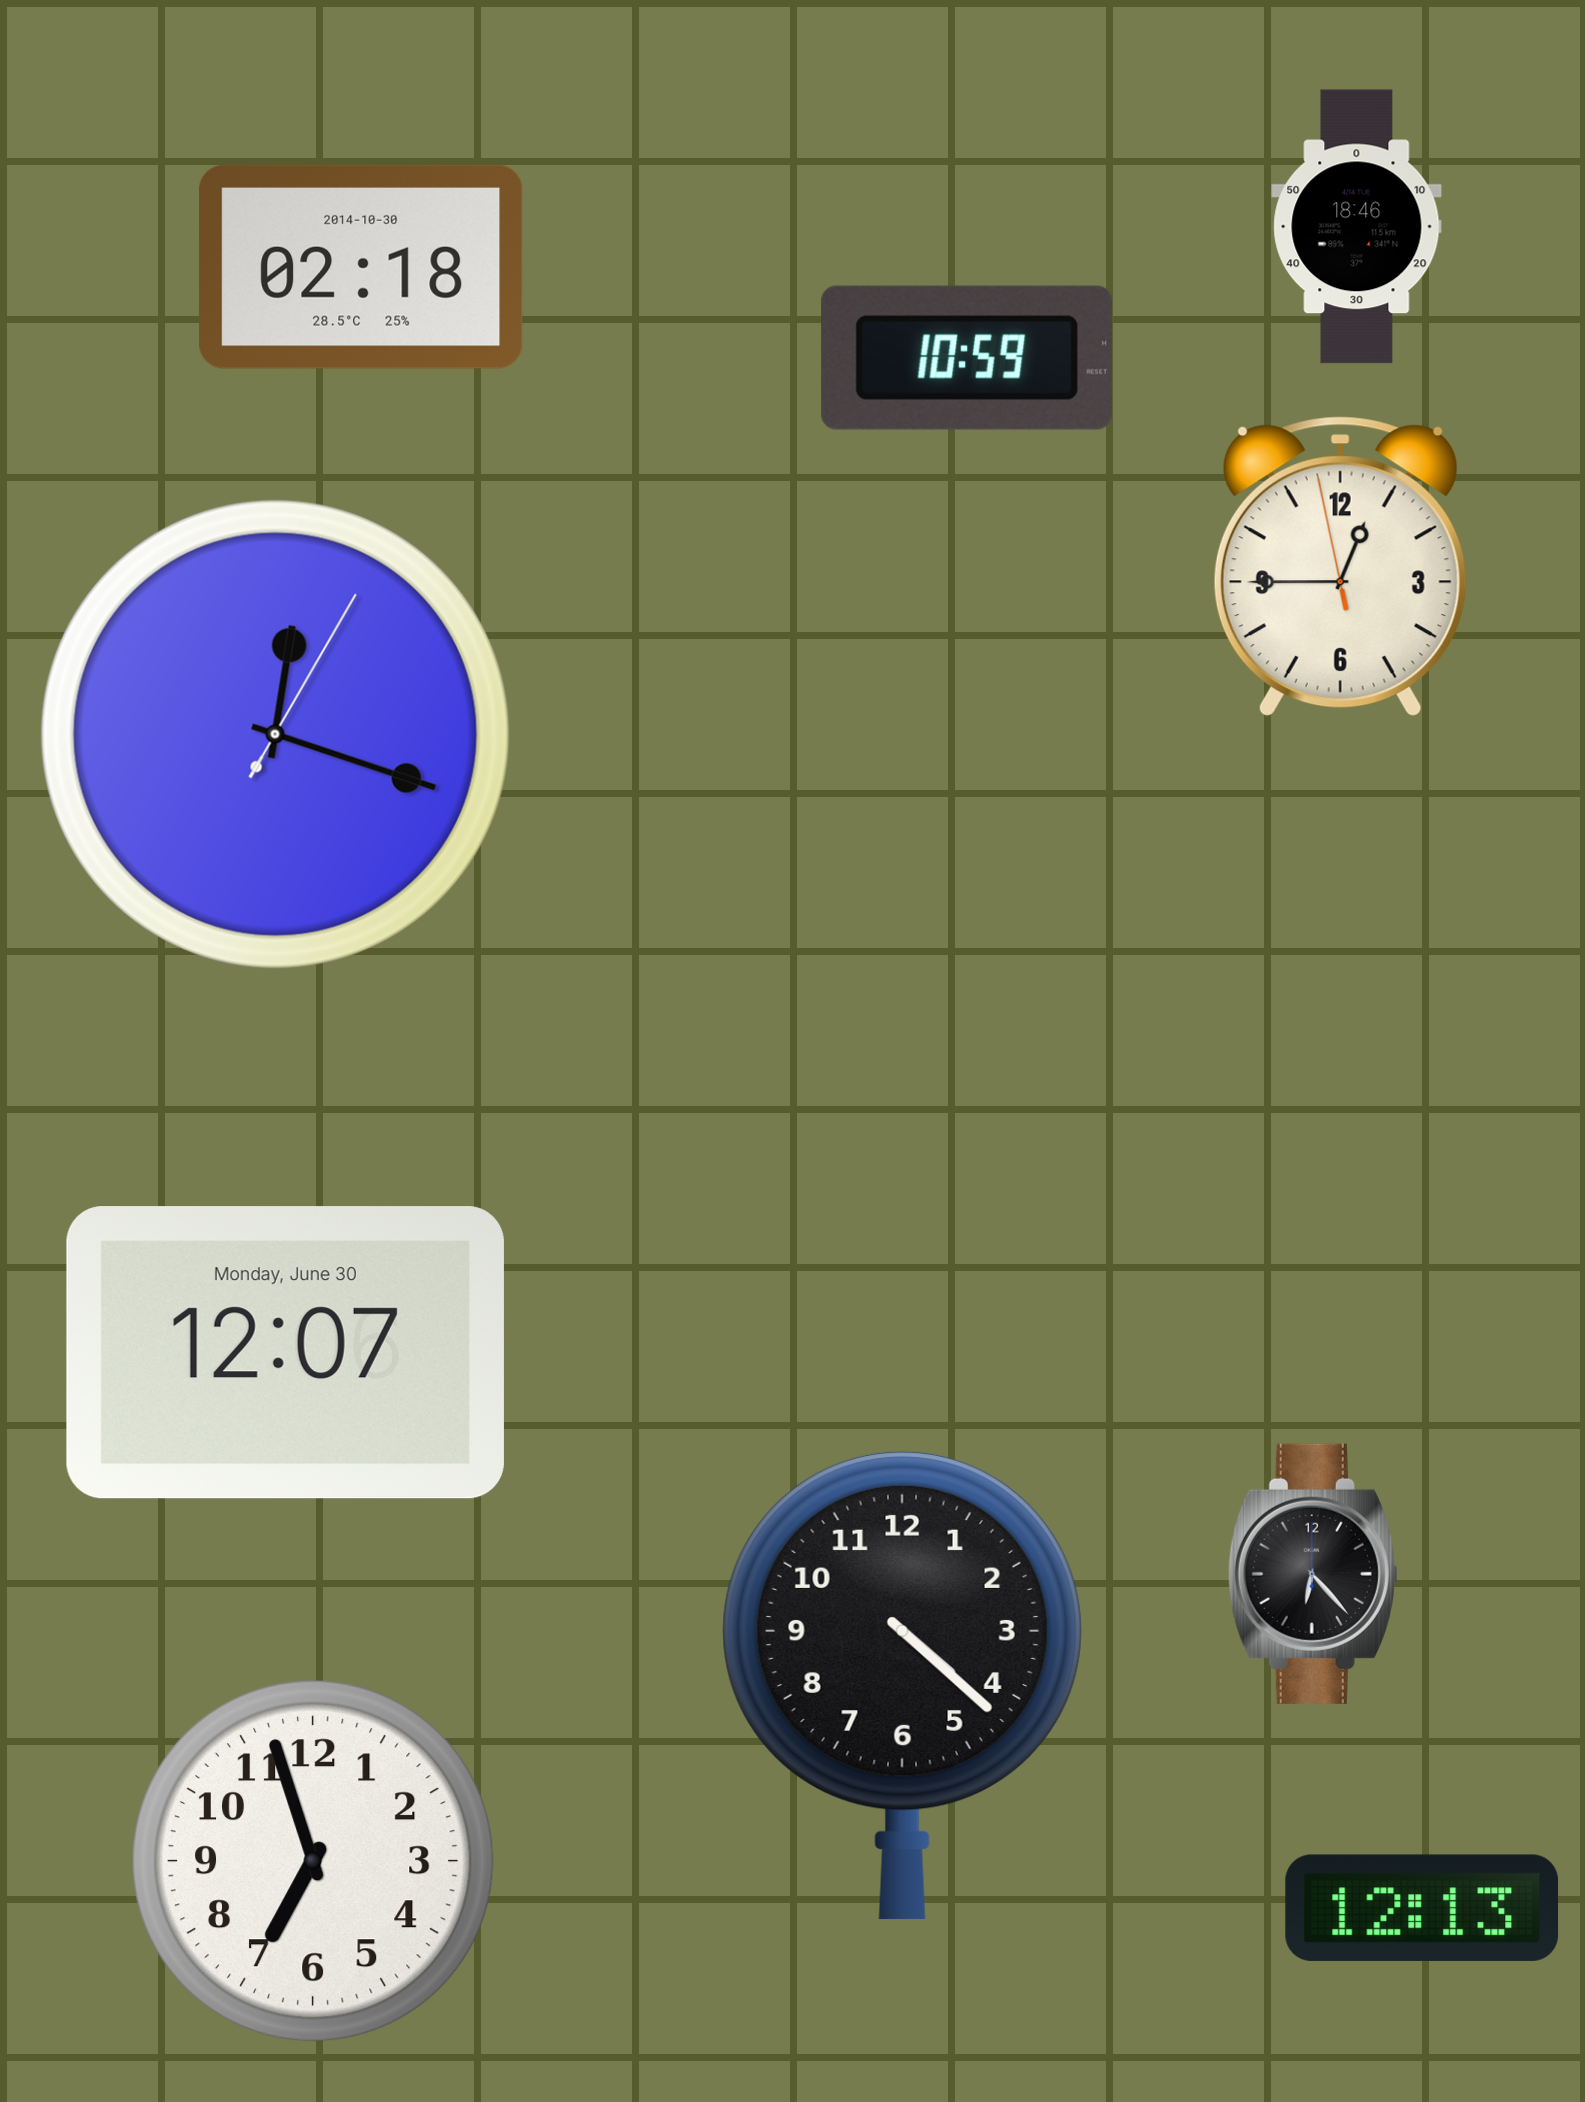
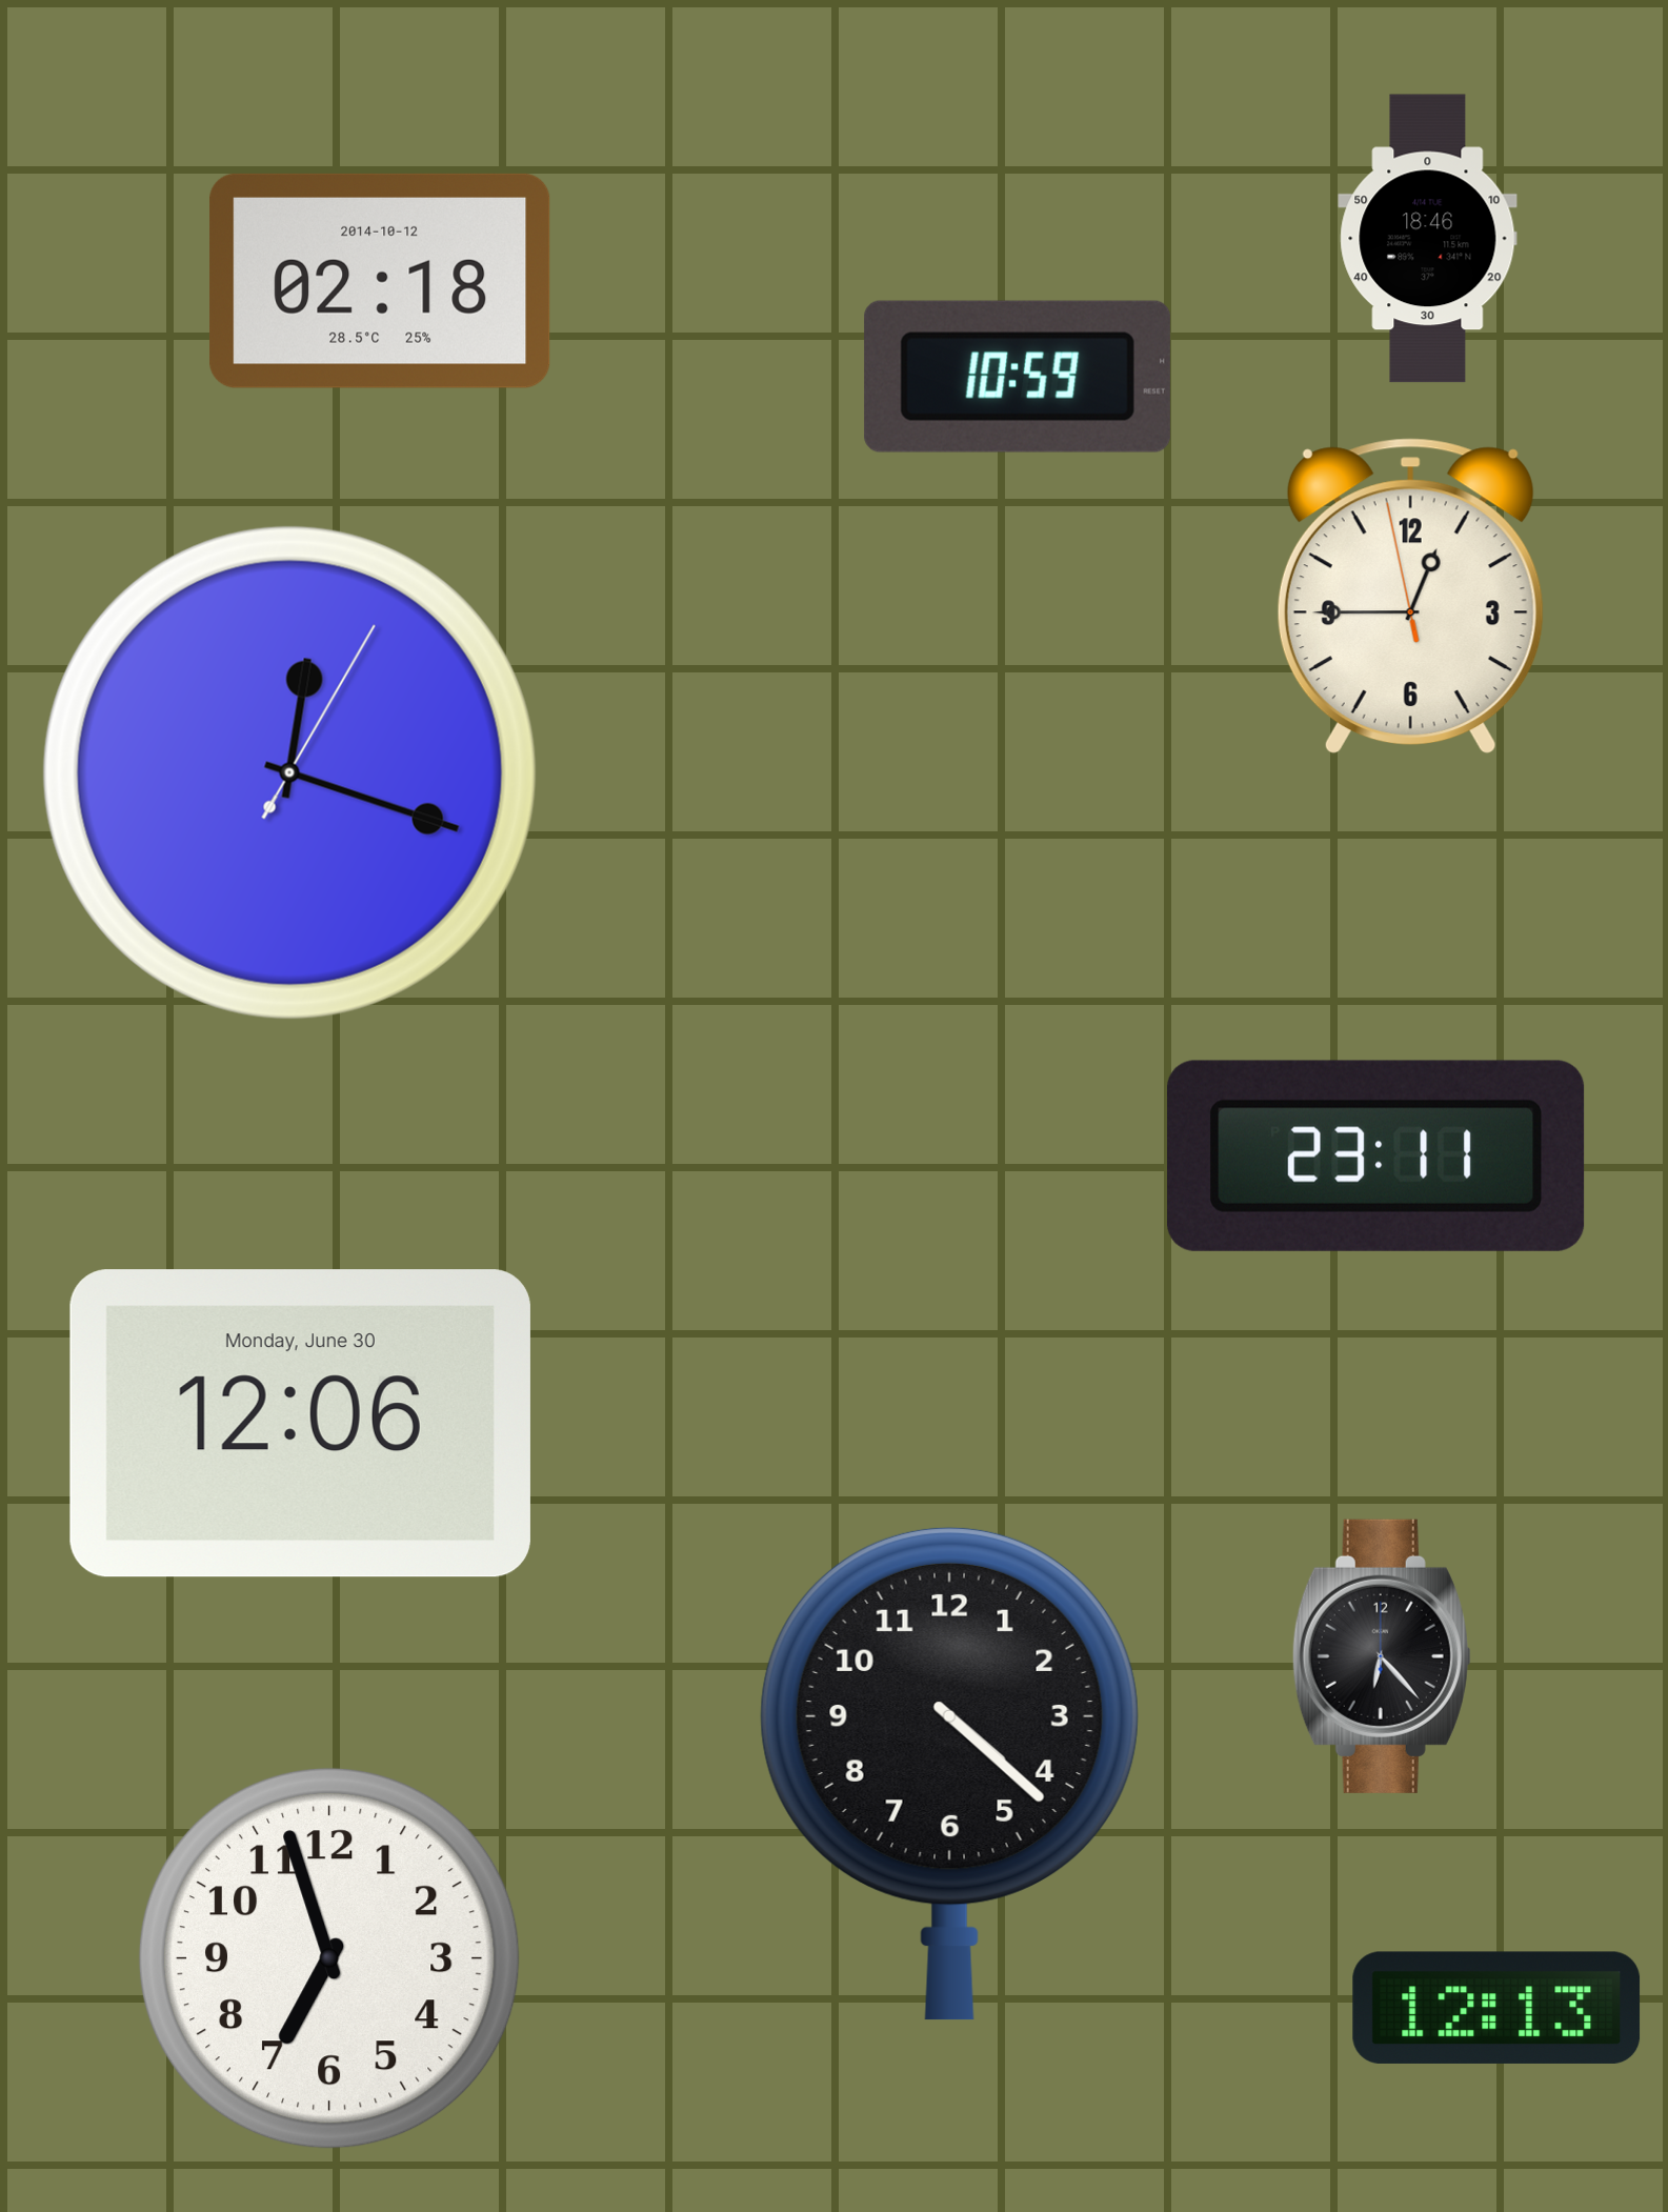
clock at (361, 267) date: 2014-10-30 -> 2014-10-12
clock at (1376, 1155): none -> 23:11
clock at (285, 1353): 12:07 -> 12:06
